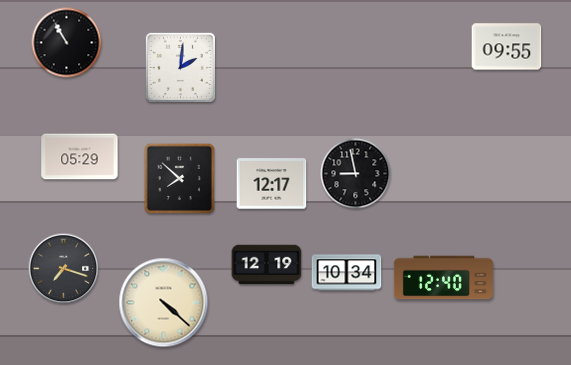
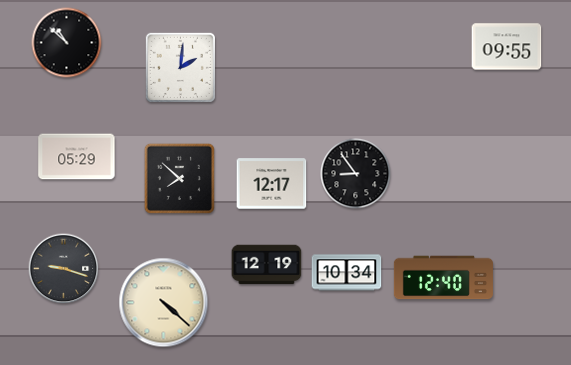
clock at (67, 43): 10:55 -> 10:52
clock at (80, 157) position: (80, 157) -> (77, 157)
clock at (356, 174): 8:58 -> 8:54
clock at (64, 269): 7:18 -> 9:18
